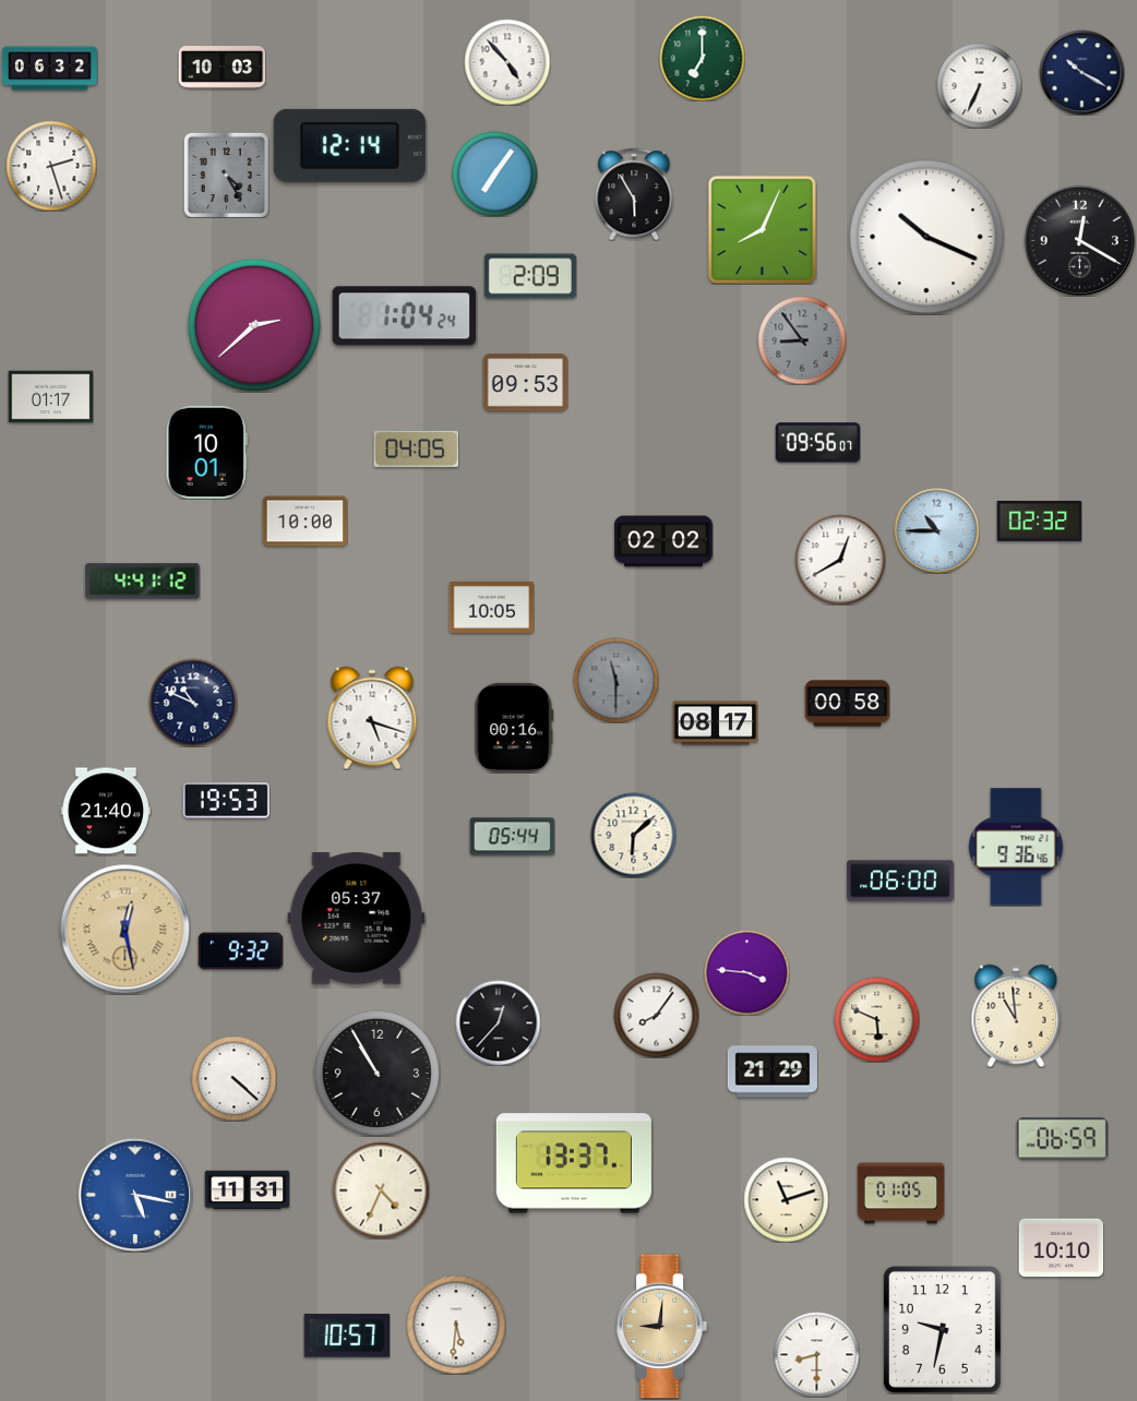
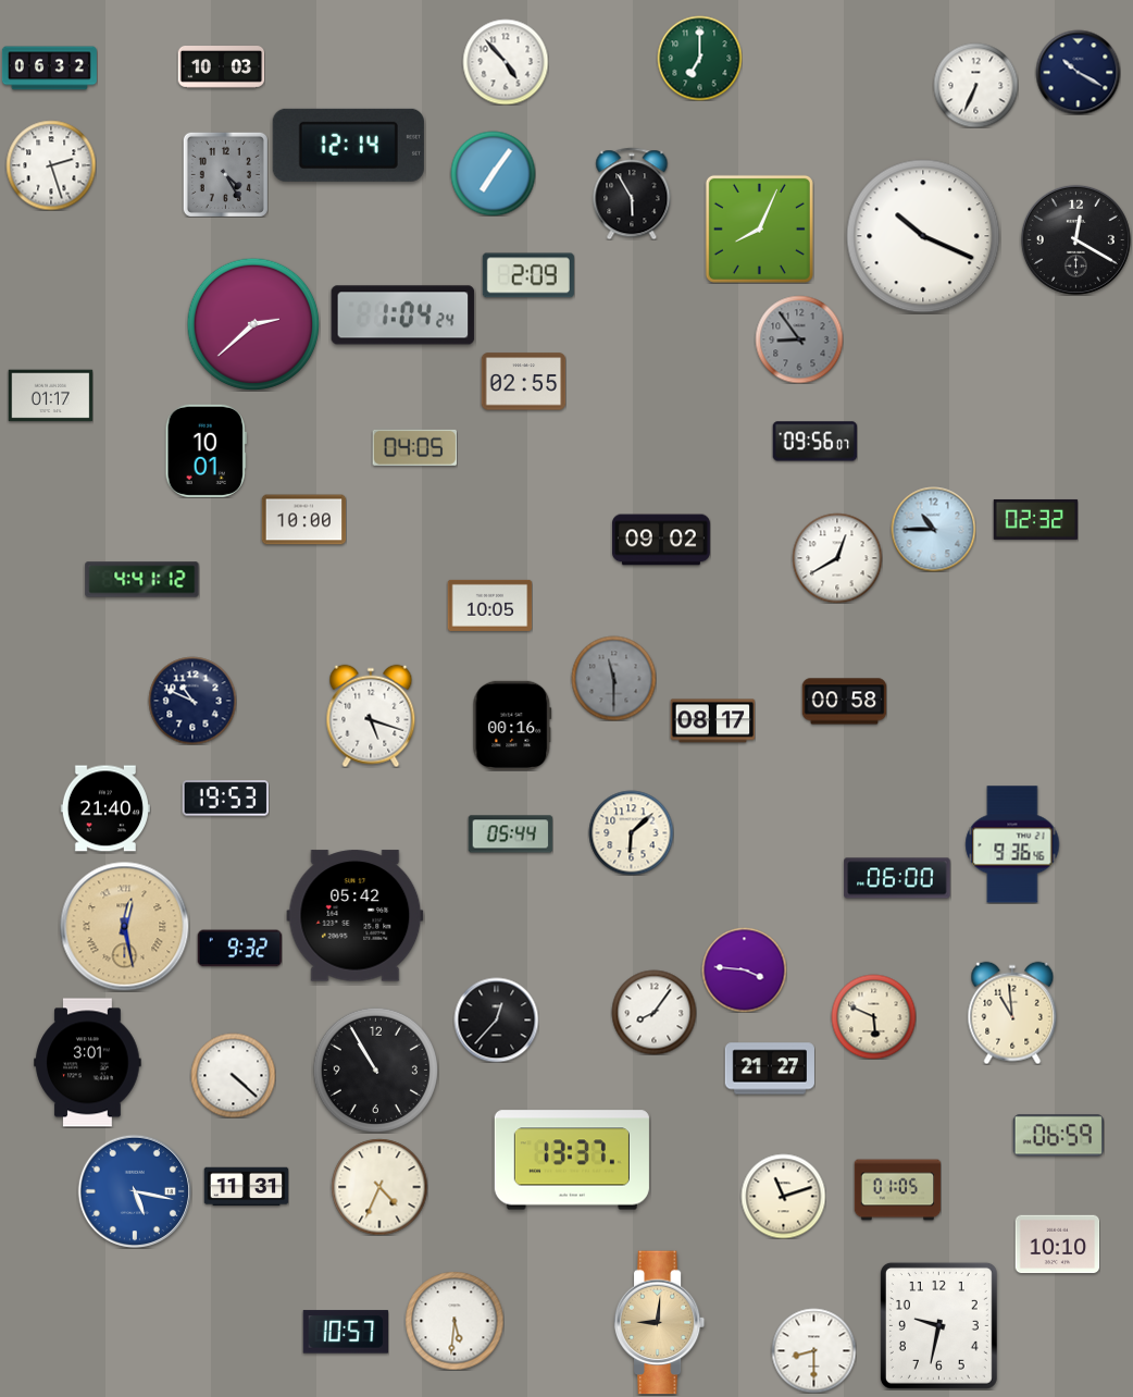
clock at (525, 383): 09:53 -> 02:55
clock at (663, 541): 02:02 -> 09:02
clock at (357, 919): 05:37 -> 05:42
clock at (88, 1063): none -> 3:01
clock at (771, 1071): 21:29 -> 21:27
